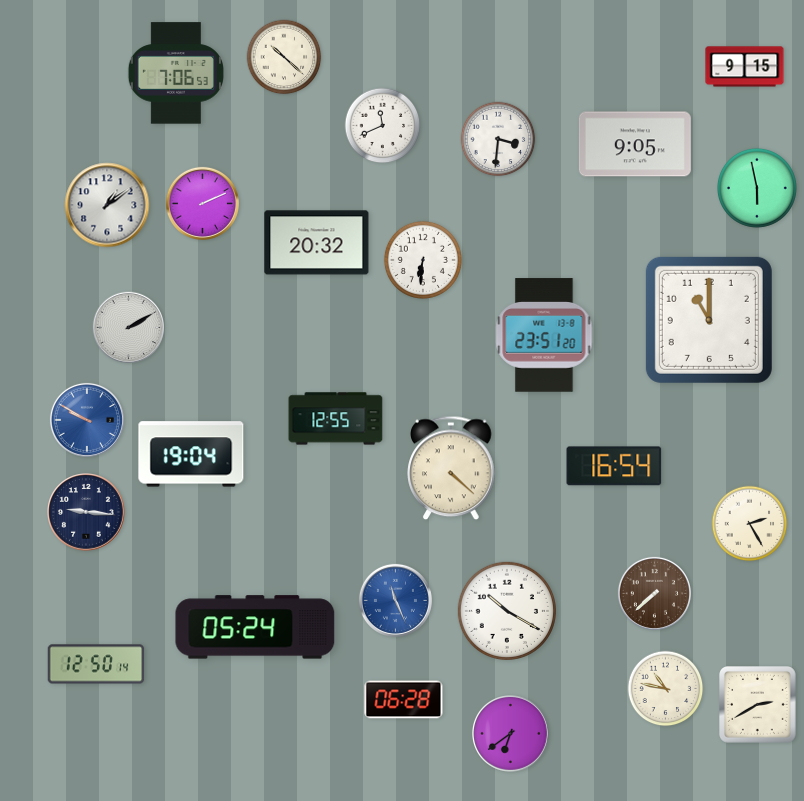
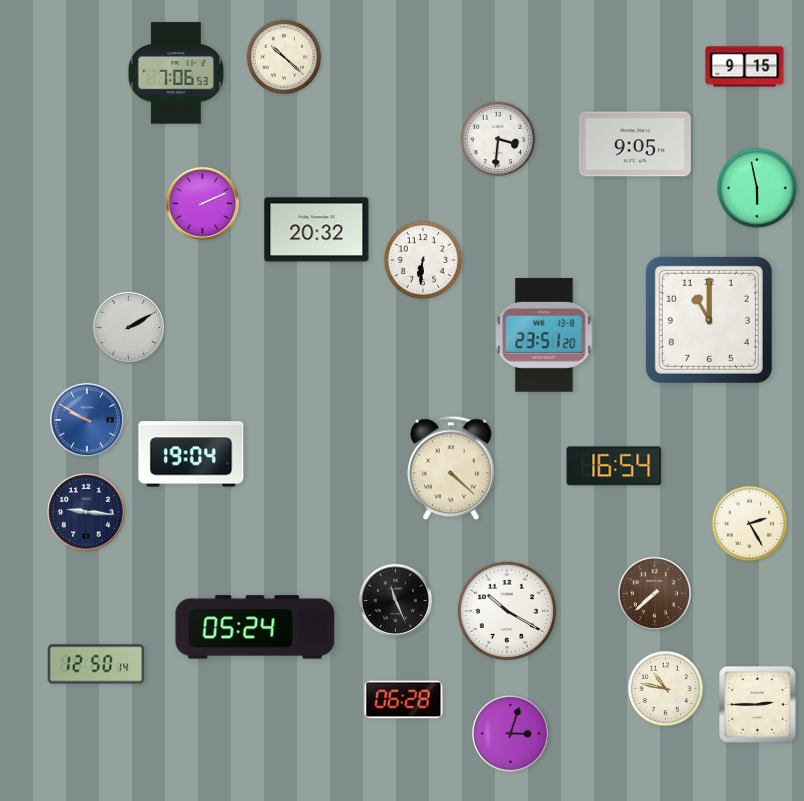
clock at (383, 126): 11:41 -> none
clock at (107, 205): 1:09 -> none
clock at (317, 243) position: (317, 243) -> (317, 230)
clock at (336, 419): 12:55 -> none
clock at (395, 600) dial: blue -> black
clock at (758, 705): 2:40 -> 2:45
clock at (511, 734): 6:39 -> 3:03
